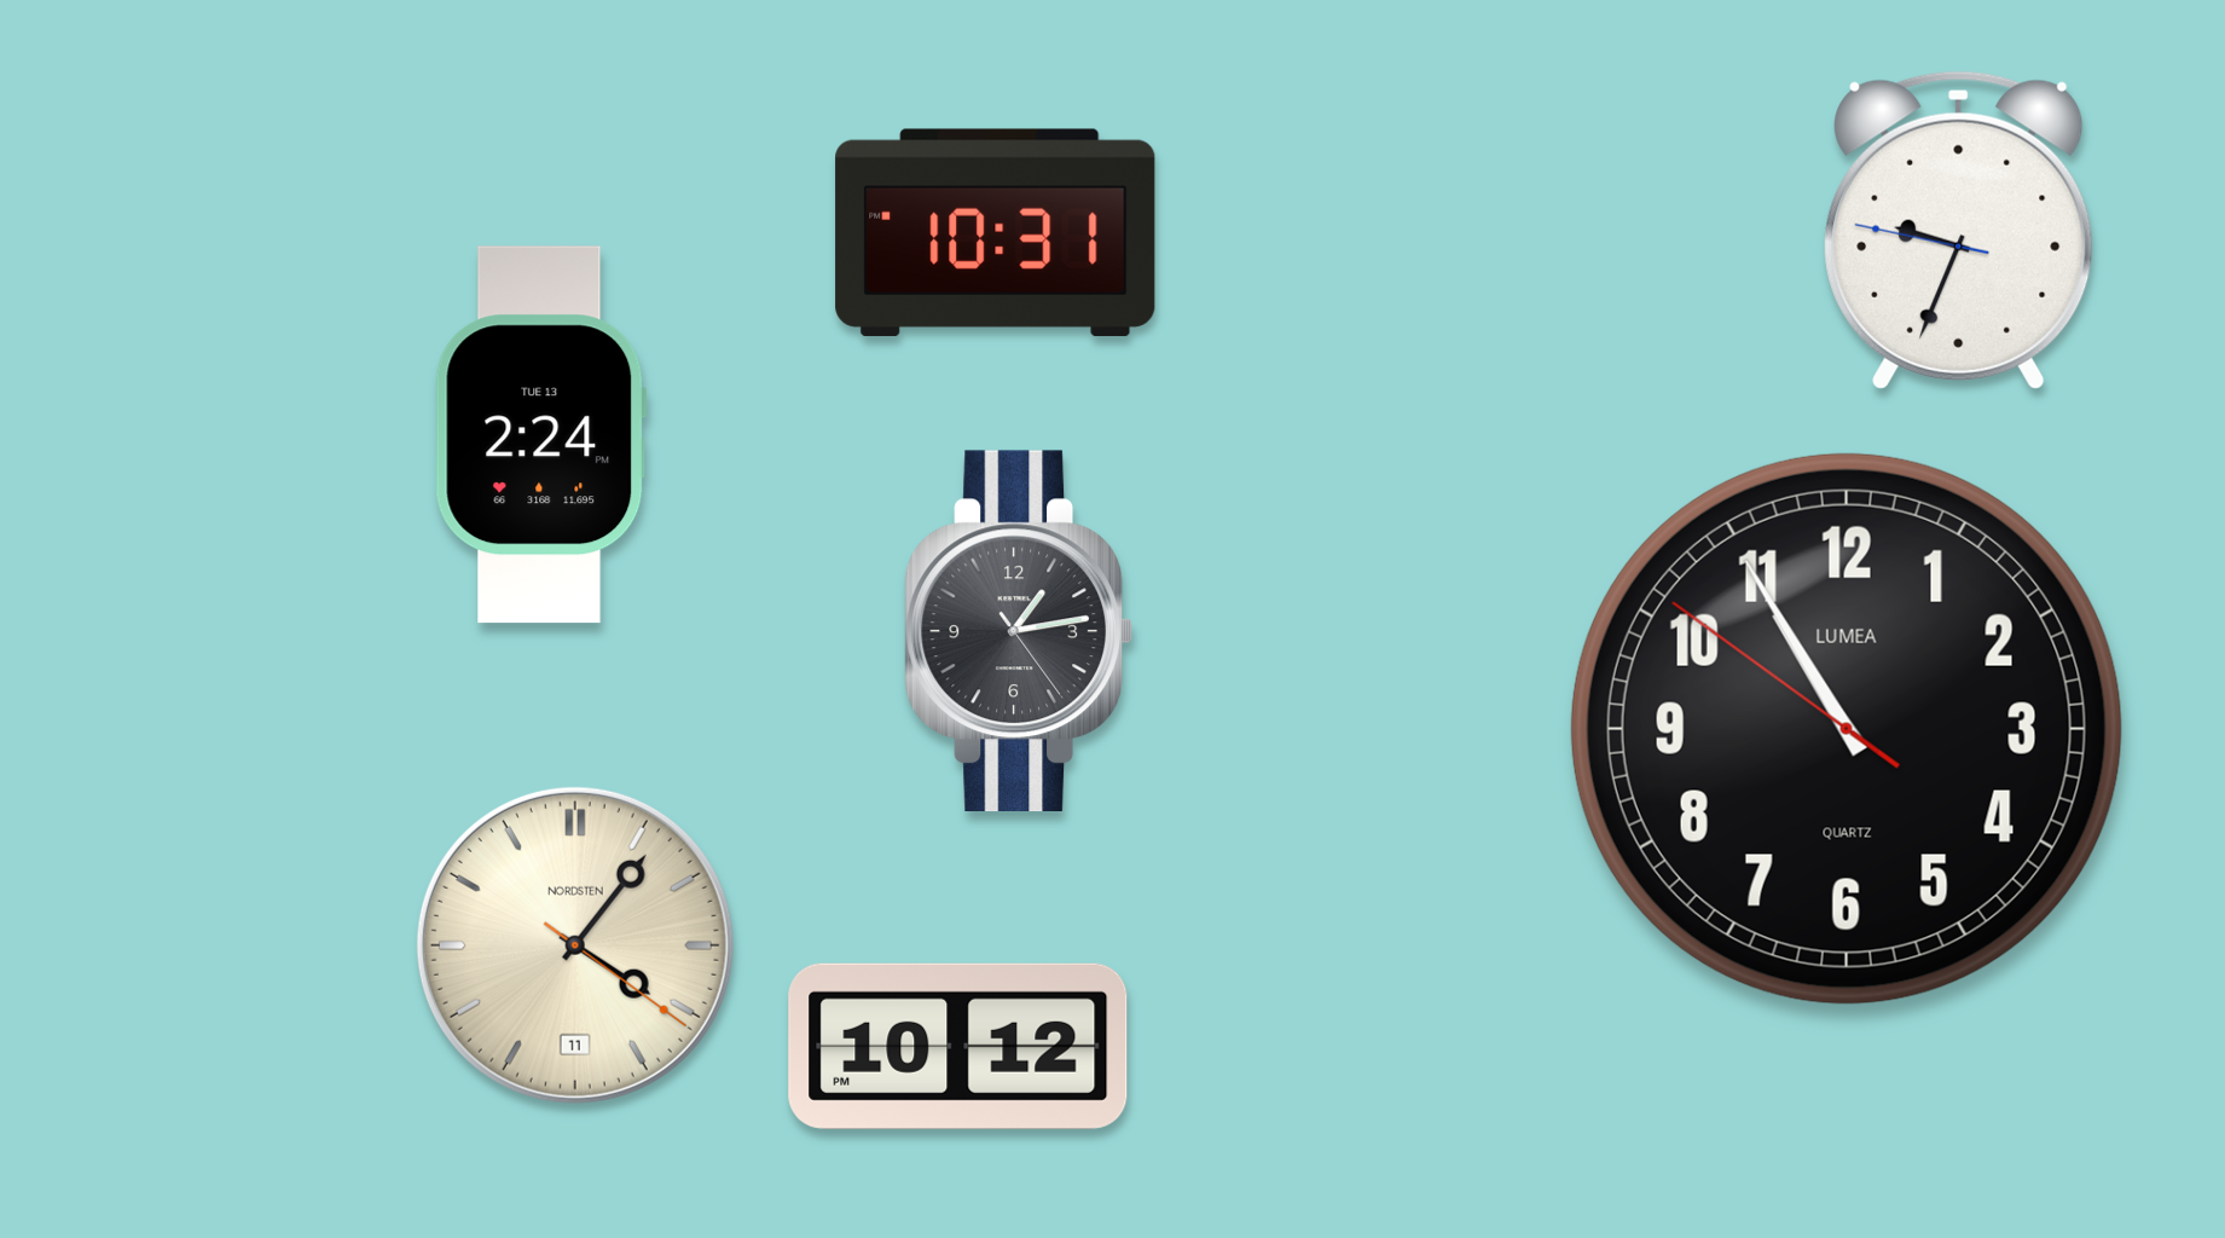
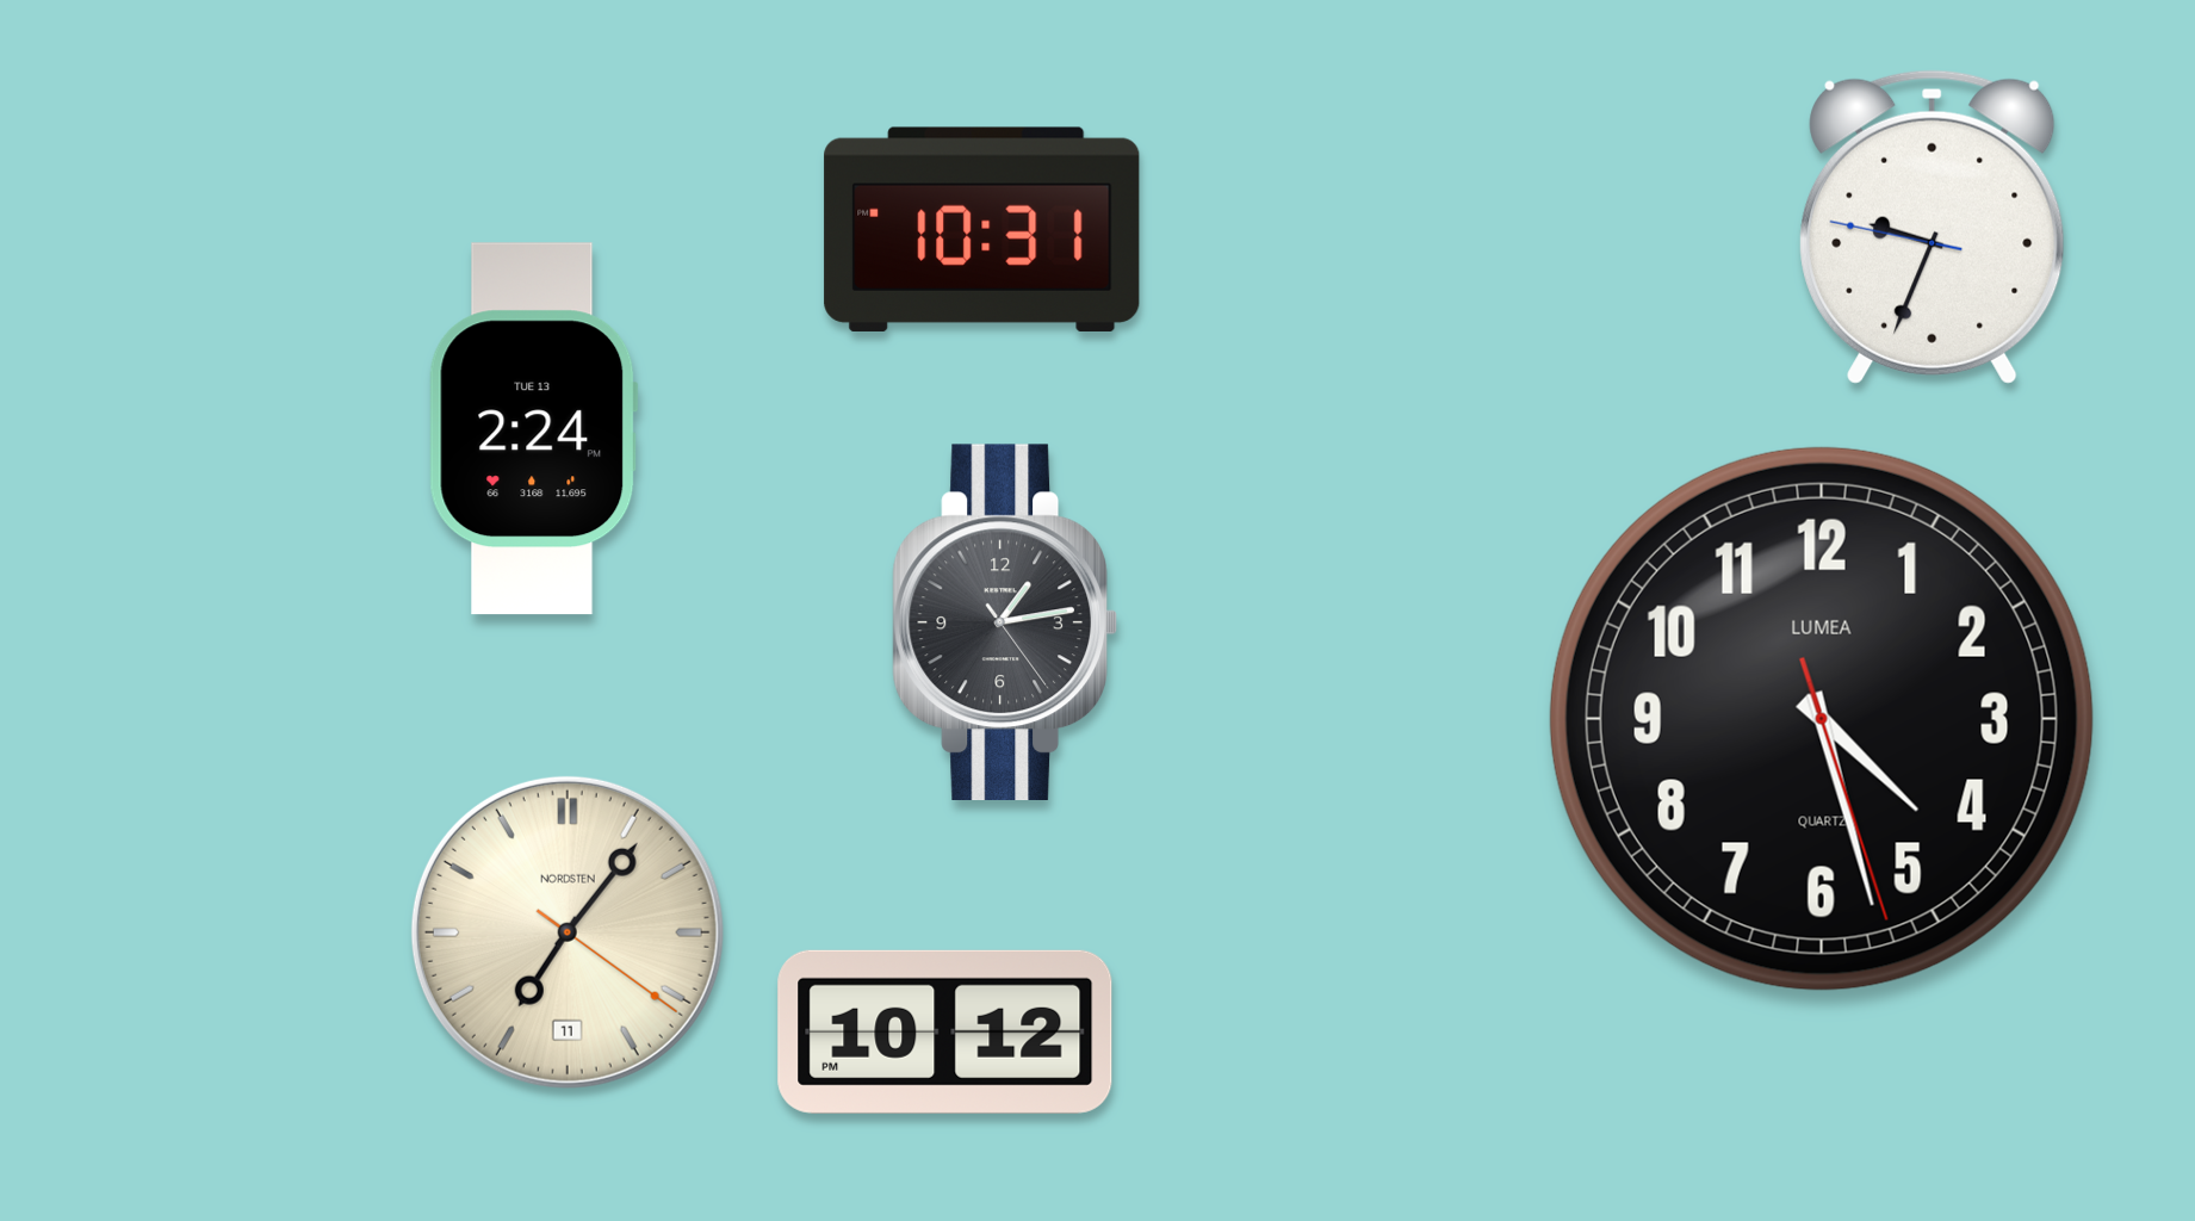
clock at (1847, 729): 10:54 -> 4:27
clock at (575, 945): 4:06 -> 7:06
